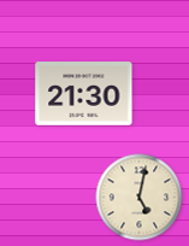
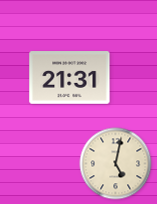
clock at (84, 94): 21:30 -> 21:31
